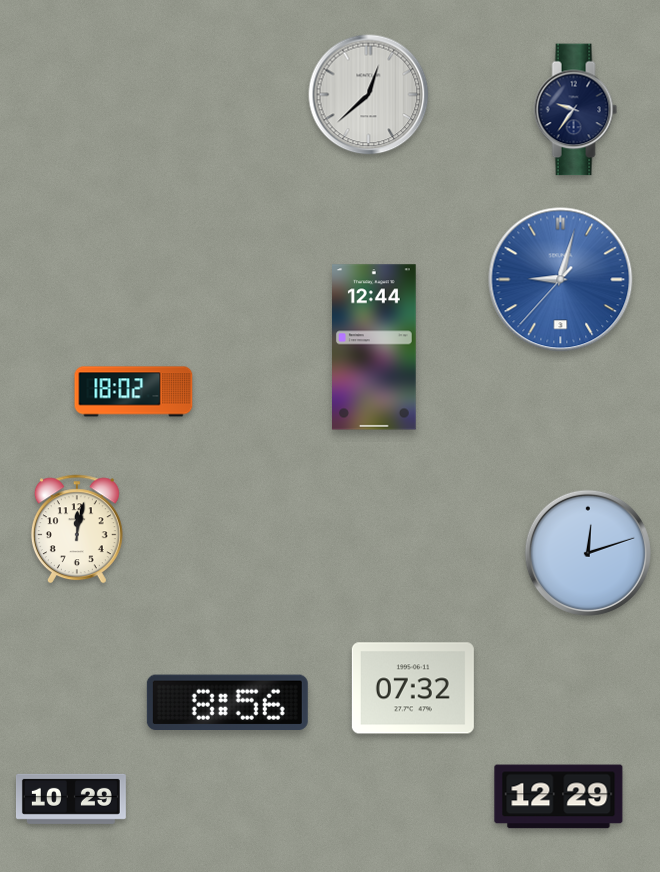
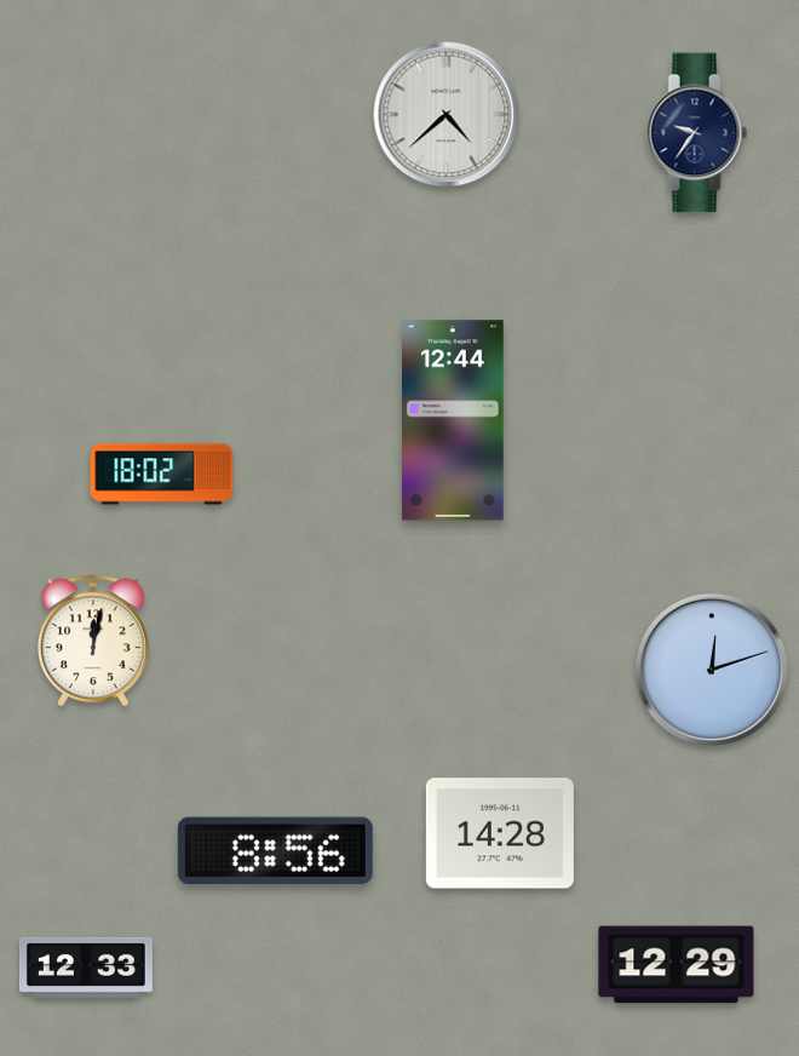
clock at (369, 95): 12:38 -> 4:38
clock at (561, 280): 9:02 -> none
clock at (413, 688): 07:32 -> 14:28
clock at (71, 799): 10:29 -> 12:33
